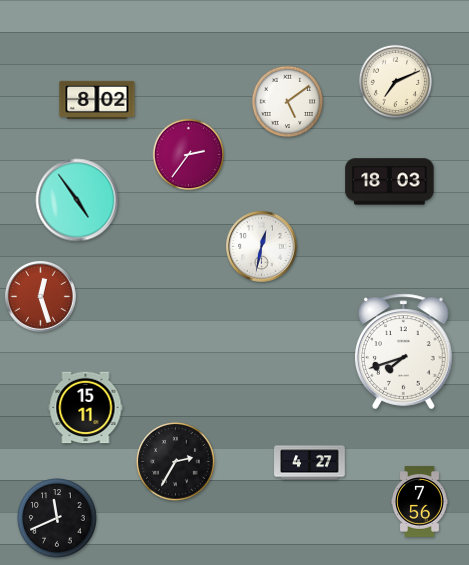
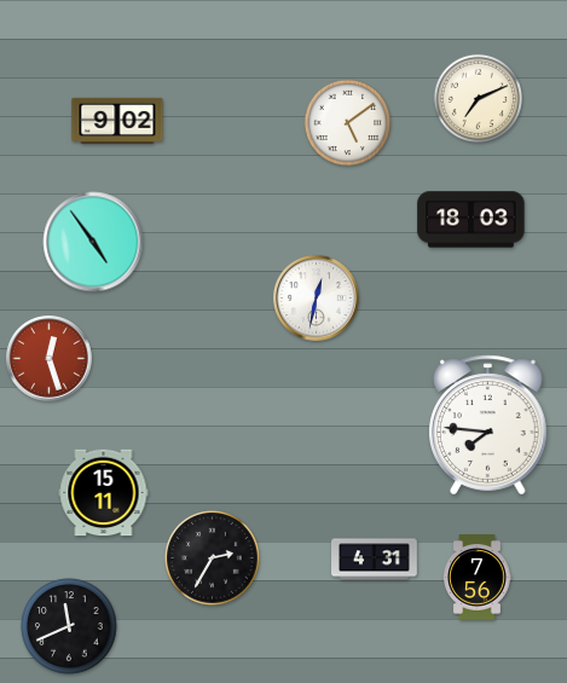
clock at (97, 100): 8:02 -> 9:02
clock at (189, 155): 2:36 -> none
clock at (404, 352): 7:42 -> 7:46
clock at (310, 463): 4:27 -> 4:31
clock at (420, 502) position: (420, 502) -> (478, 578)
